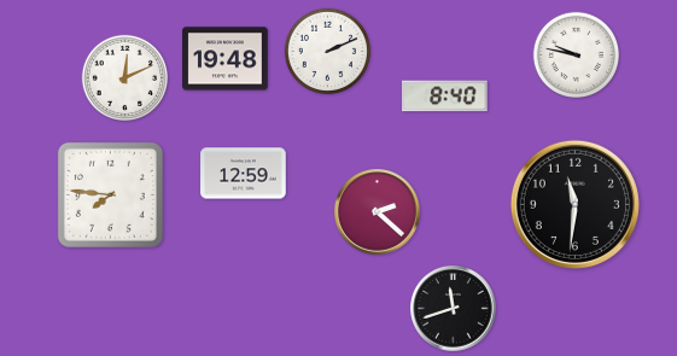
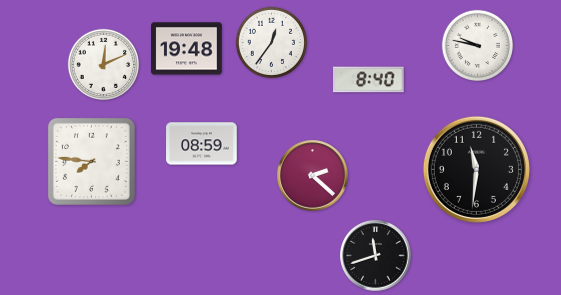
clock at (327, 51): 2:11 -> 12:36
clock at (244, 174): 12:59 -> 08:59
